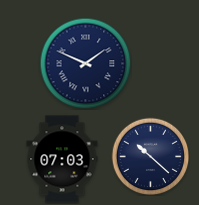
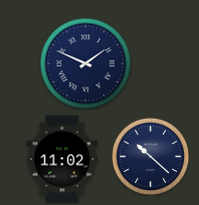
clock at (62, 159): 07:03 -> 11:02
